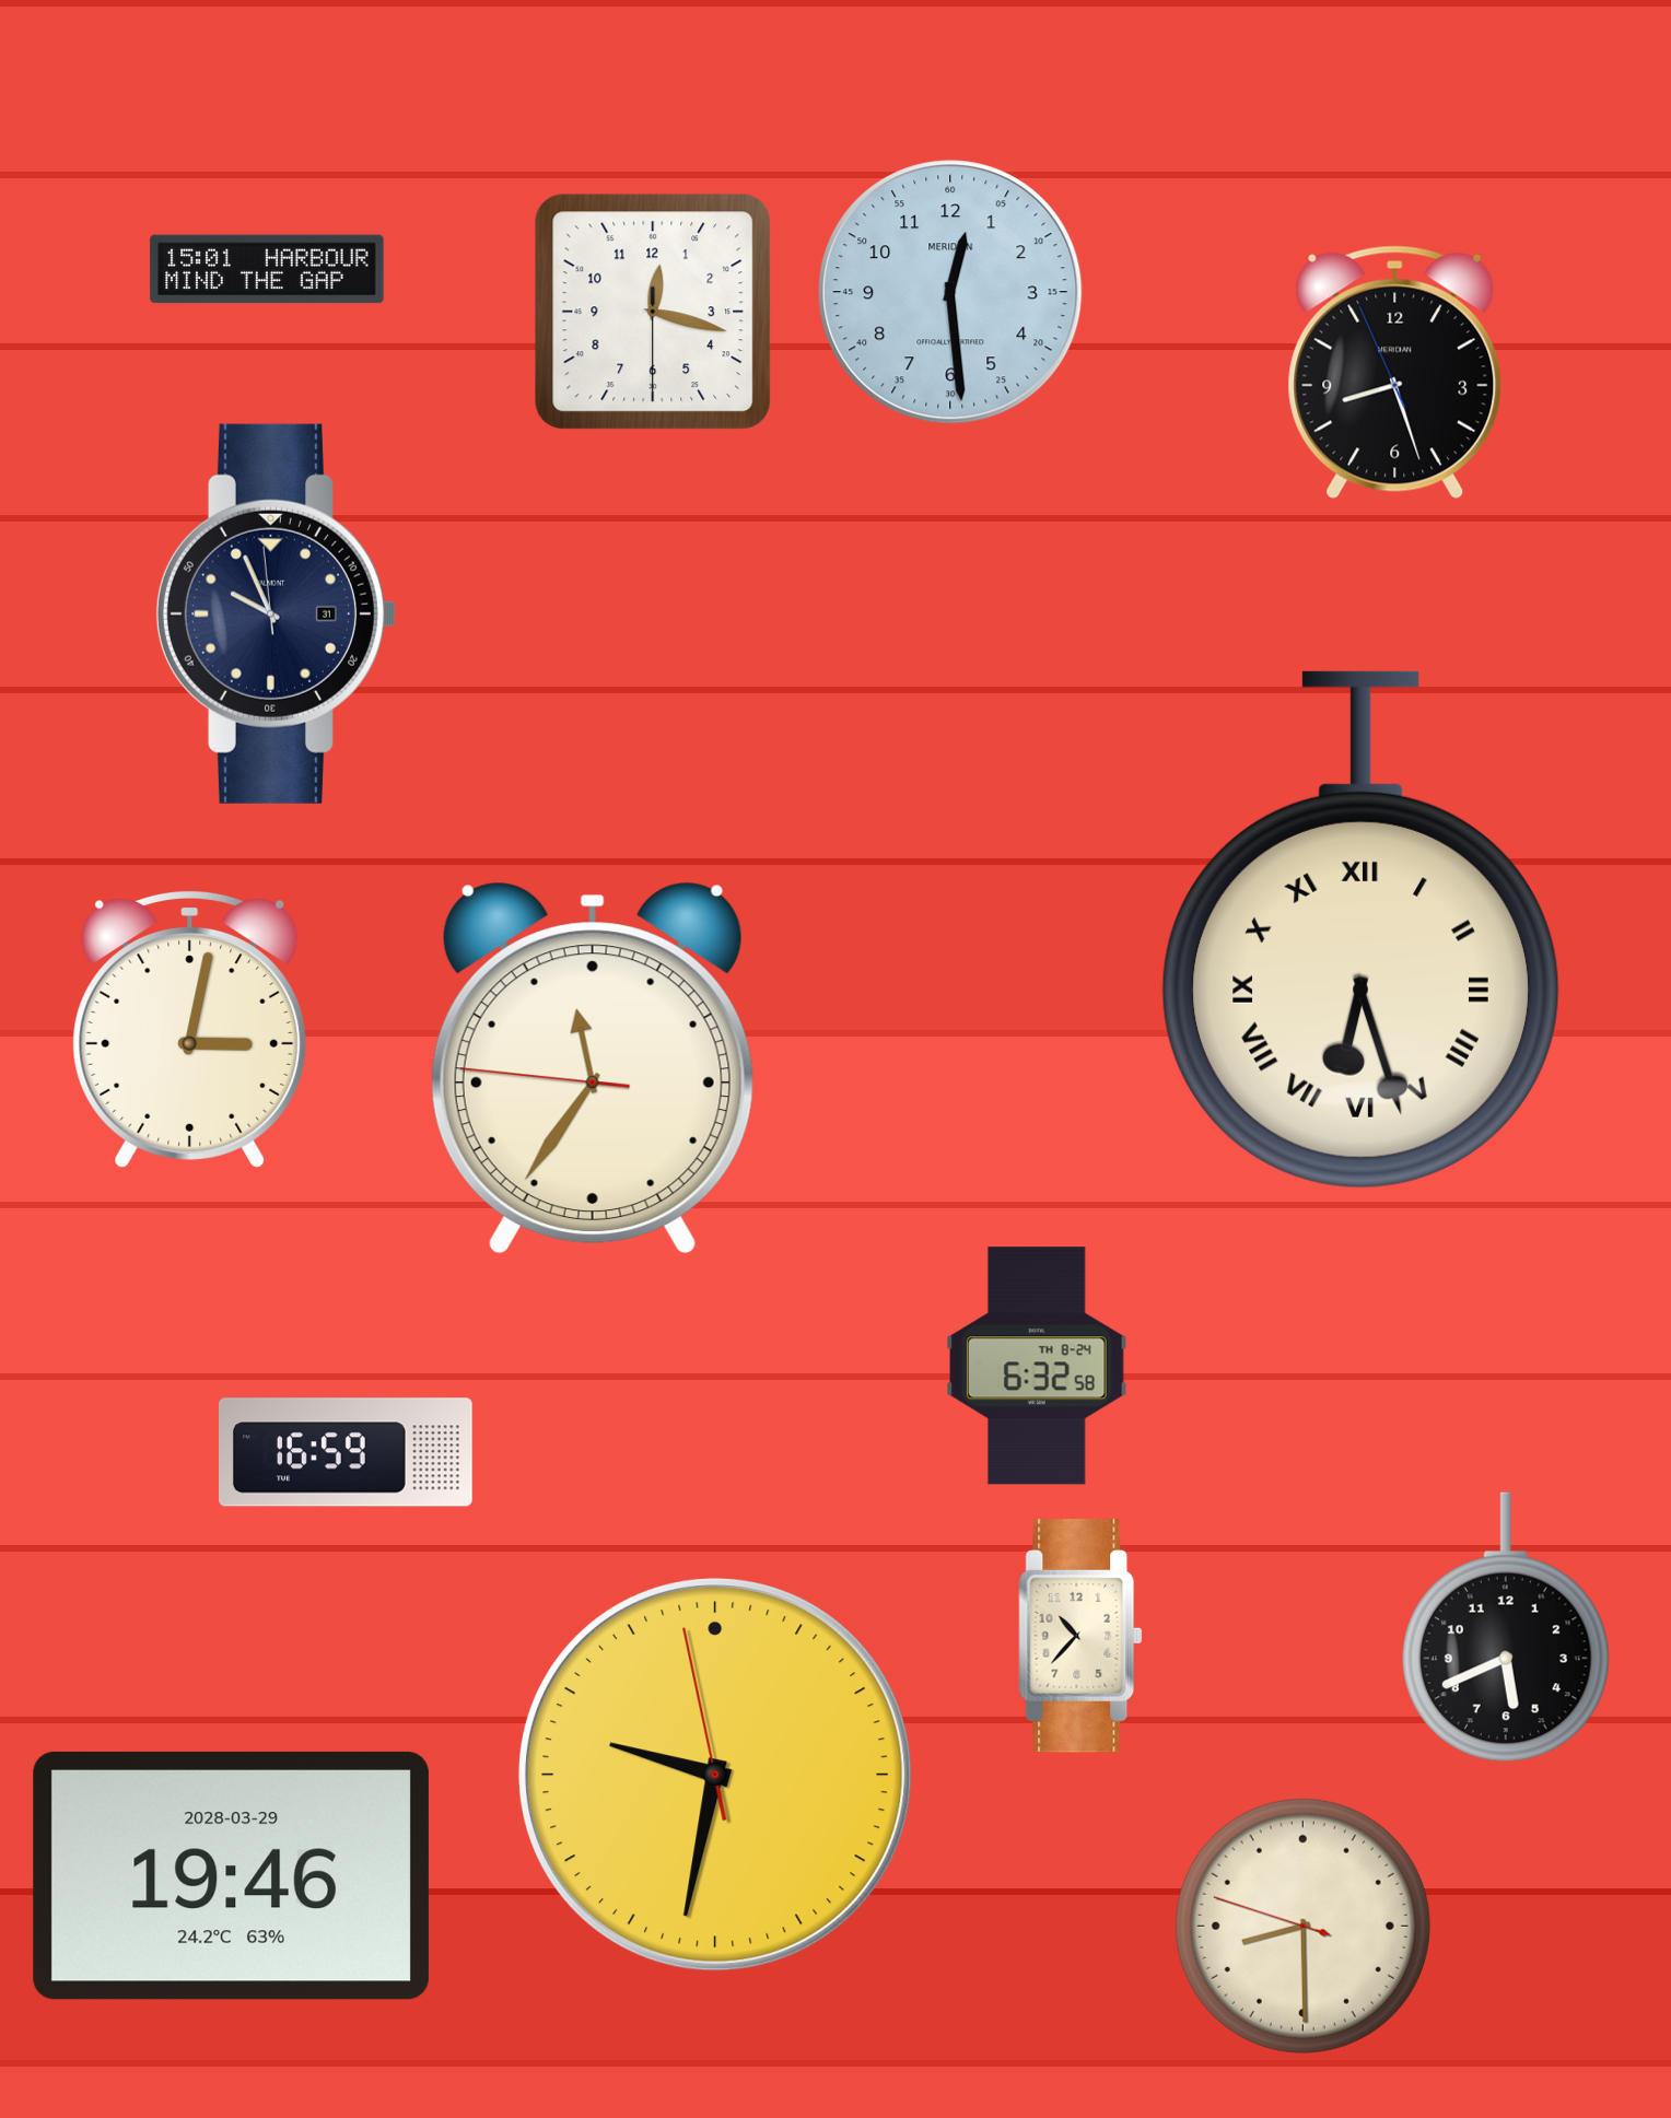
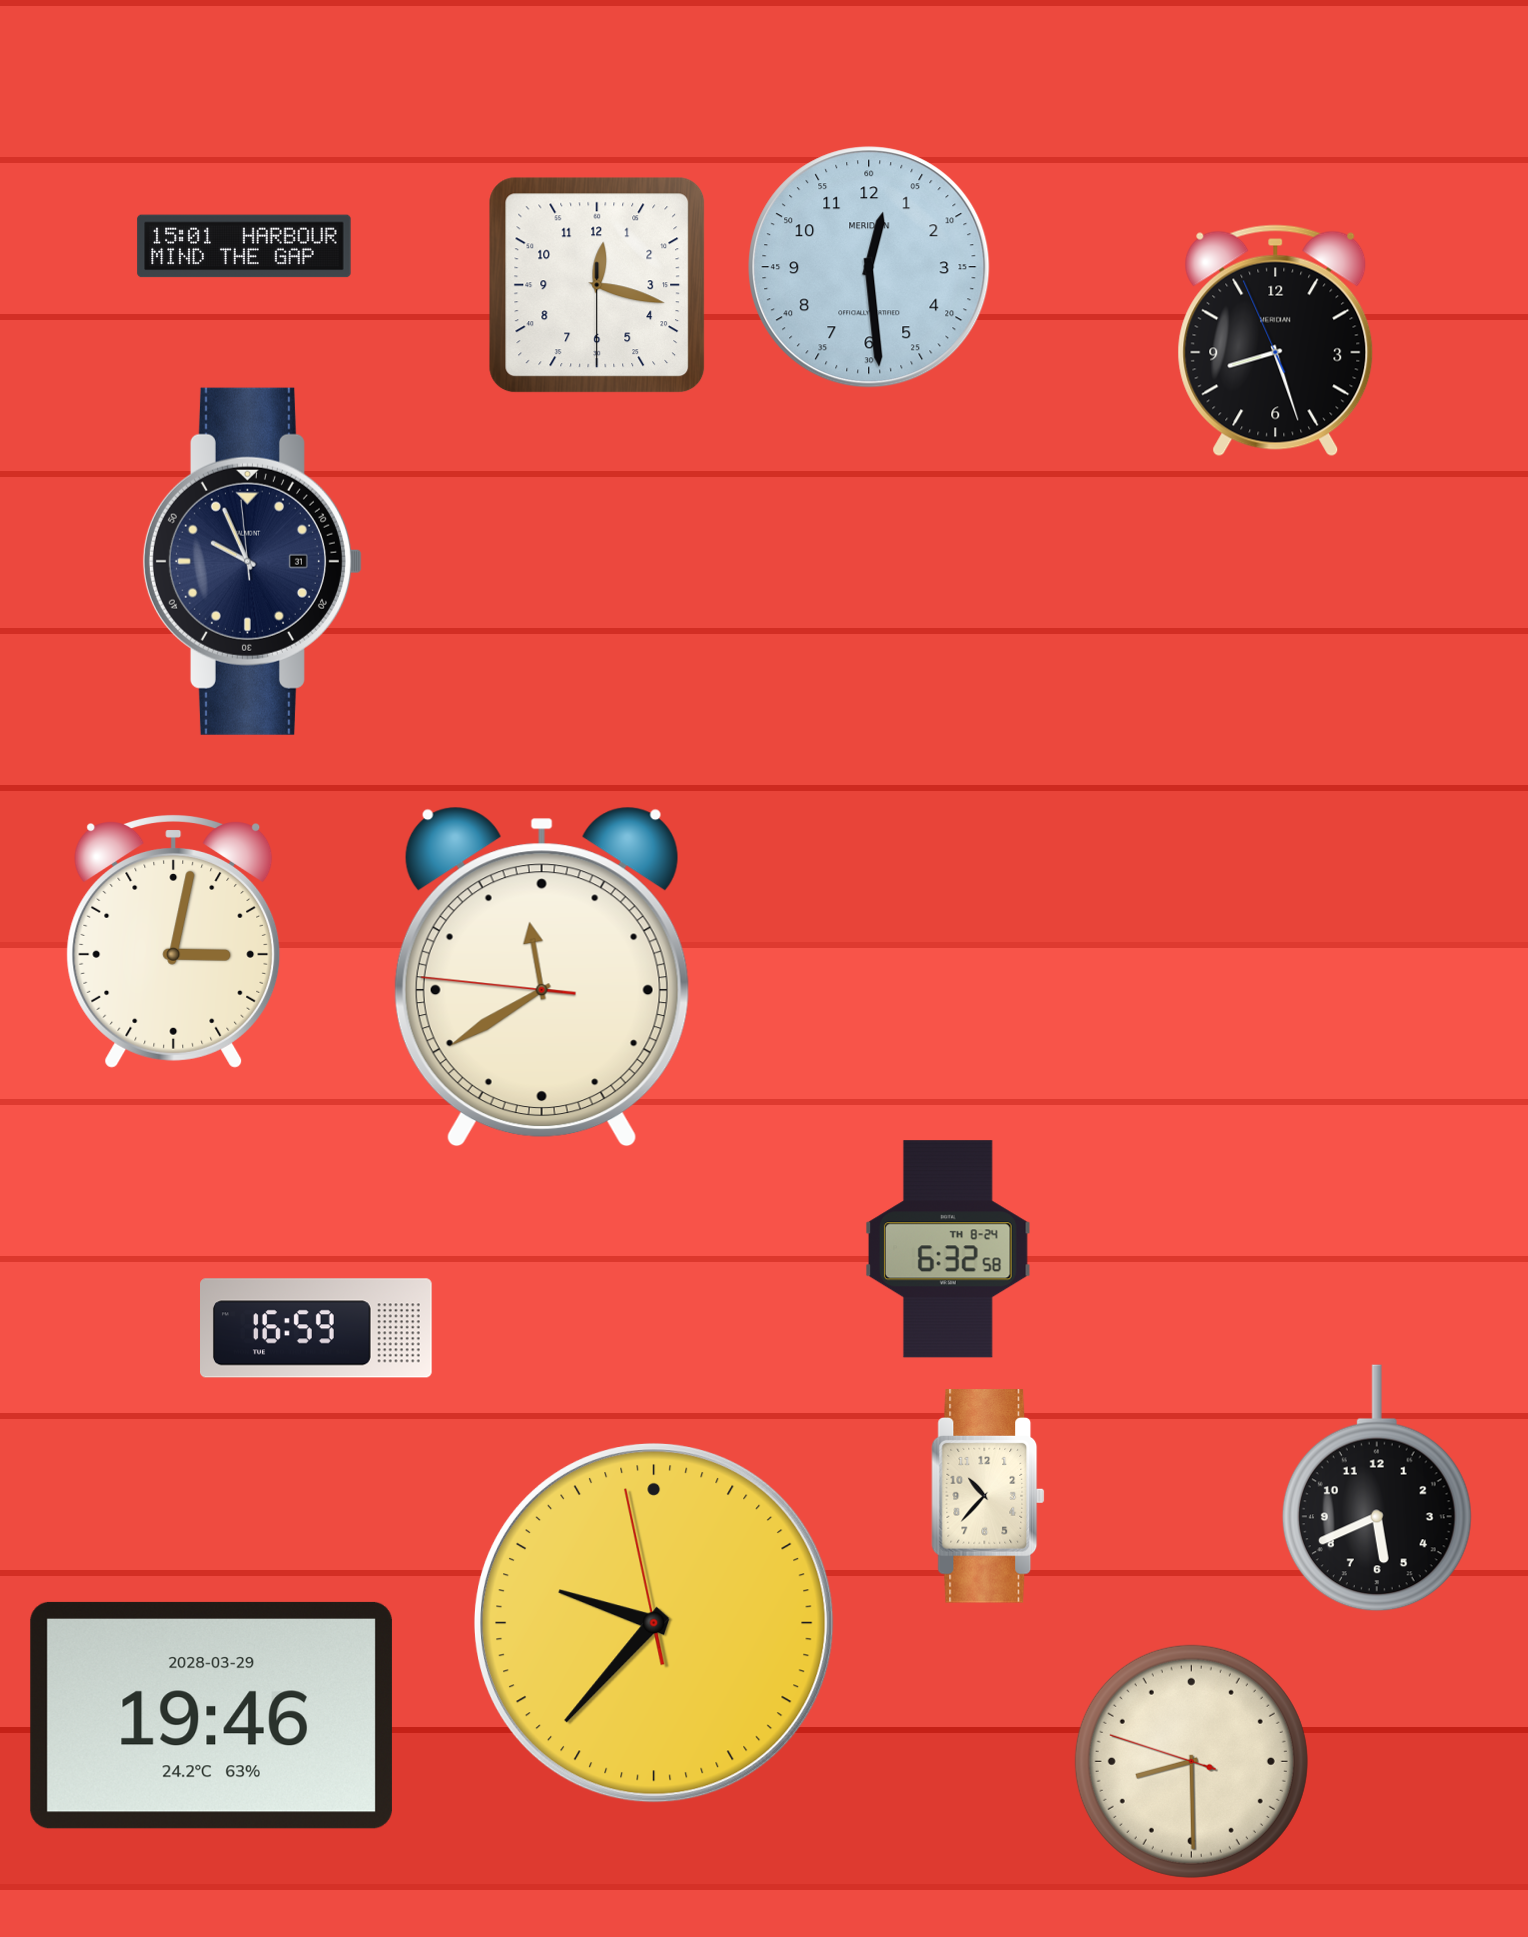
clock at (1360, 929): 6:27 -> none
clock at (593, 1068): 11:35 -> 11:39
clock at (715, 1775): 9:31 -> 9:36
